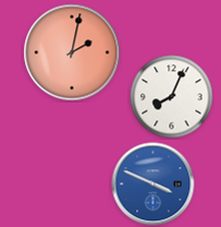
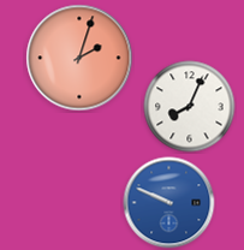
clock at (72, 52): 2:02 -> 2:03
clock at (154, 184): 3:49 -> 9:49
